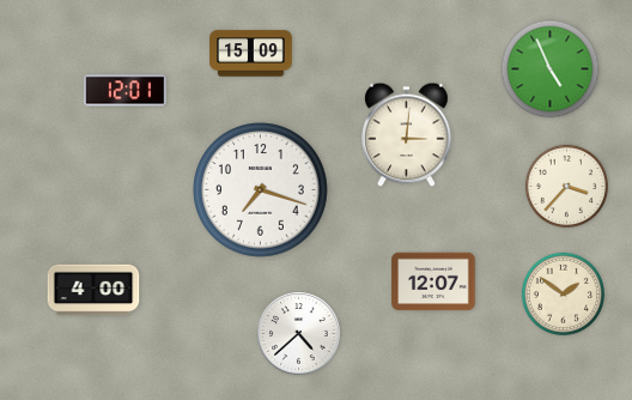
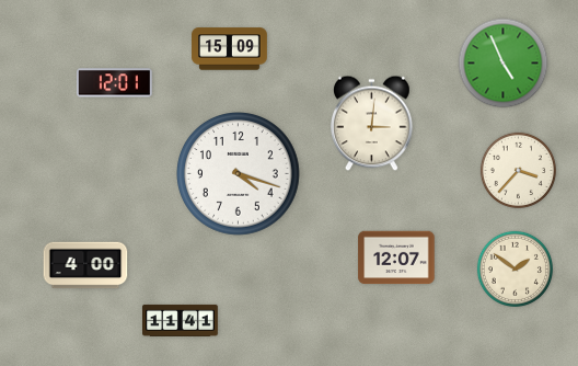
clock at (261, 190): 7:18 -> 4:18
clock at (299, 334): 4:38 -> none
clock at (181, 320): none -> 11:41
